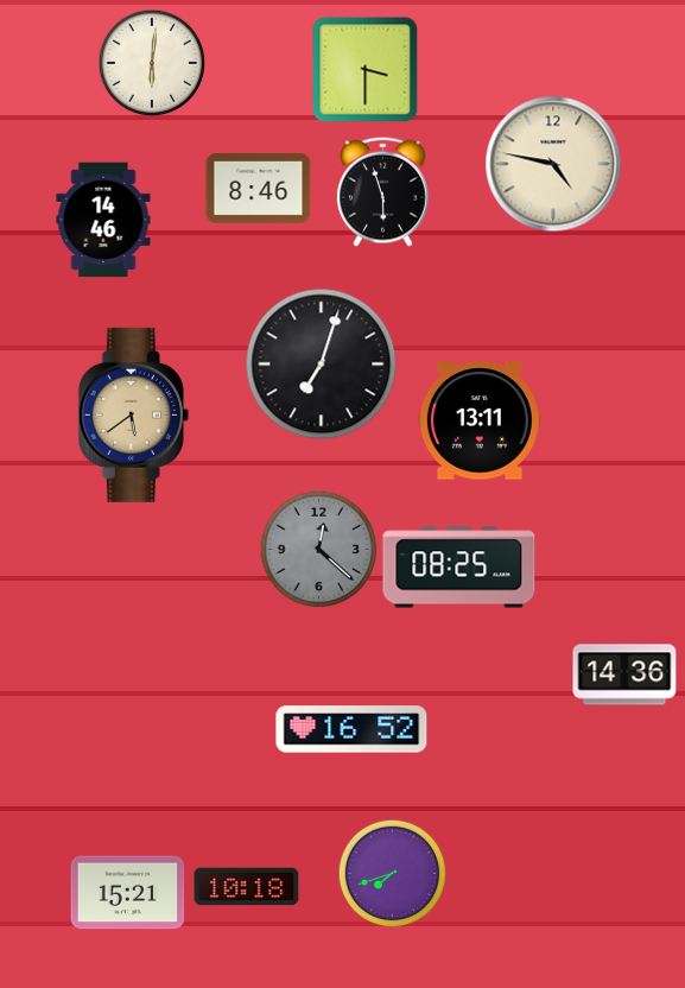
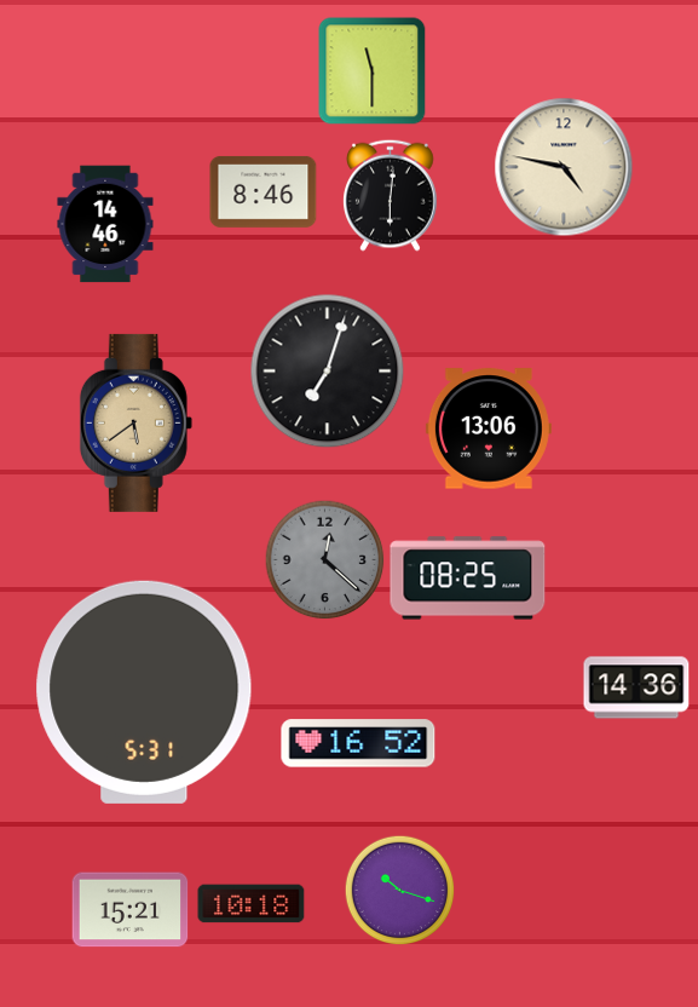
clock at (152, 63): 6:01 -> none
clock at (366, 70): 3:30 -> 11:30
clock at (383, 191): 5:57 -> 6:01
clock at (480, 420): 13:11 -> 13:06
clock at (144, 692): none -> 5:31
clock at (392, 873): 7:42 -> 10:18
